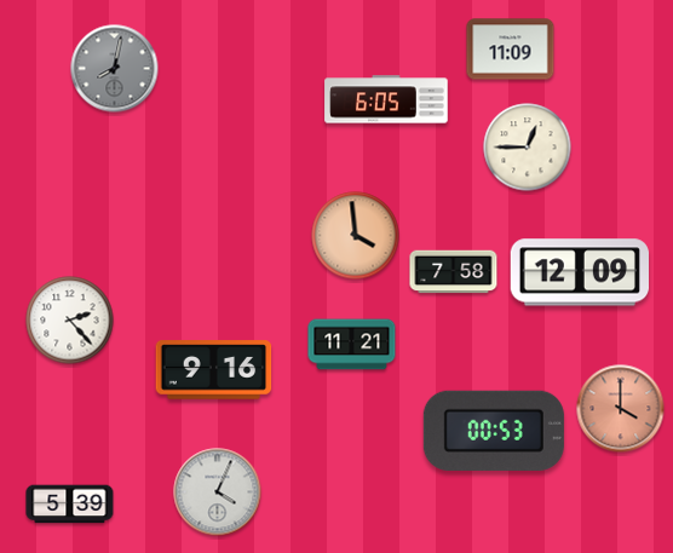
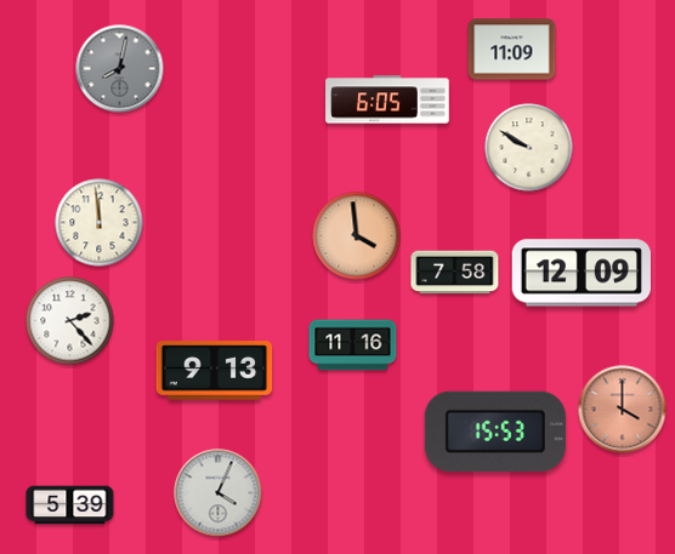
clock at (115, 69) position: (115, 69) -> (120, 69)
clock at (528, 148): 12:45 -> 9:50
clock at (100, 223): none -> 11:59
clock at (352, 345): 11:21 -> 11:16
clock at (214, 370): 9:16 -> 9:13
clock at (494, 431): 00:53 -> 15:53
